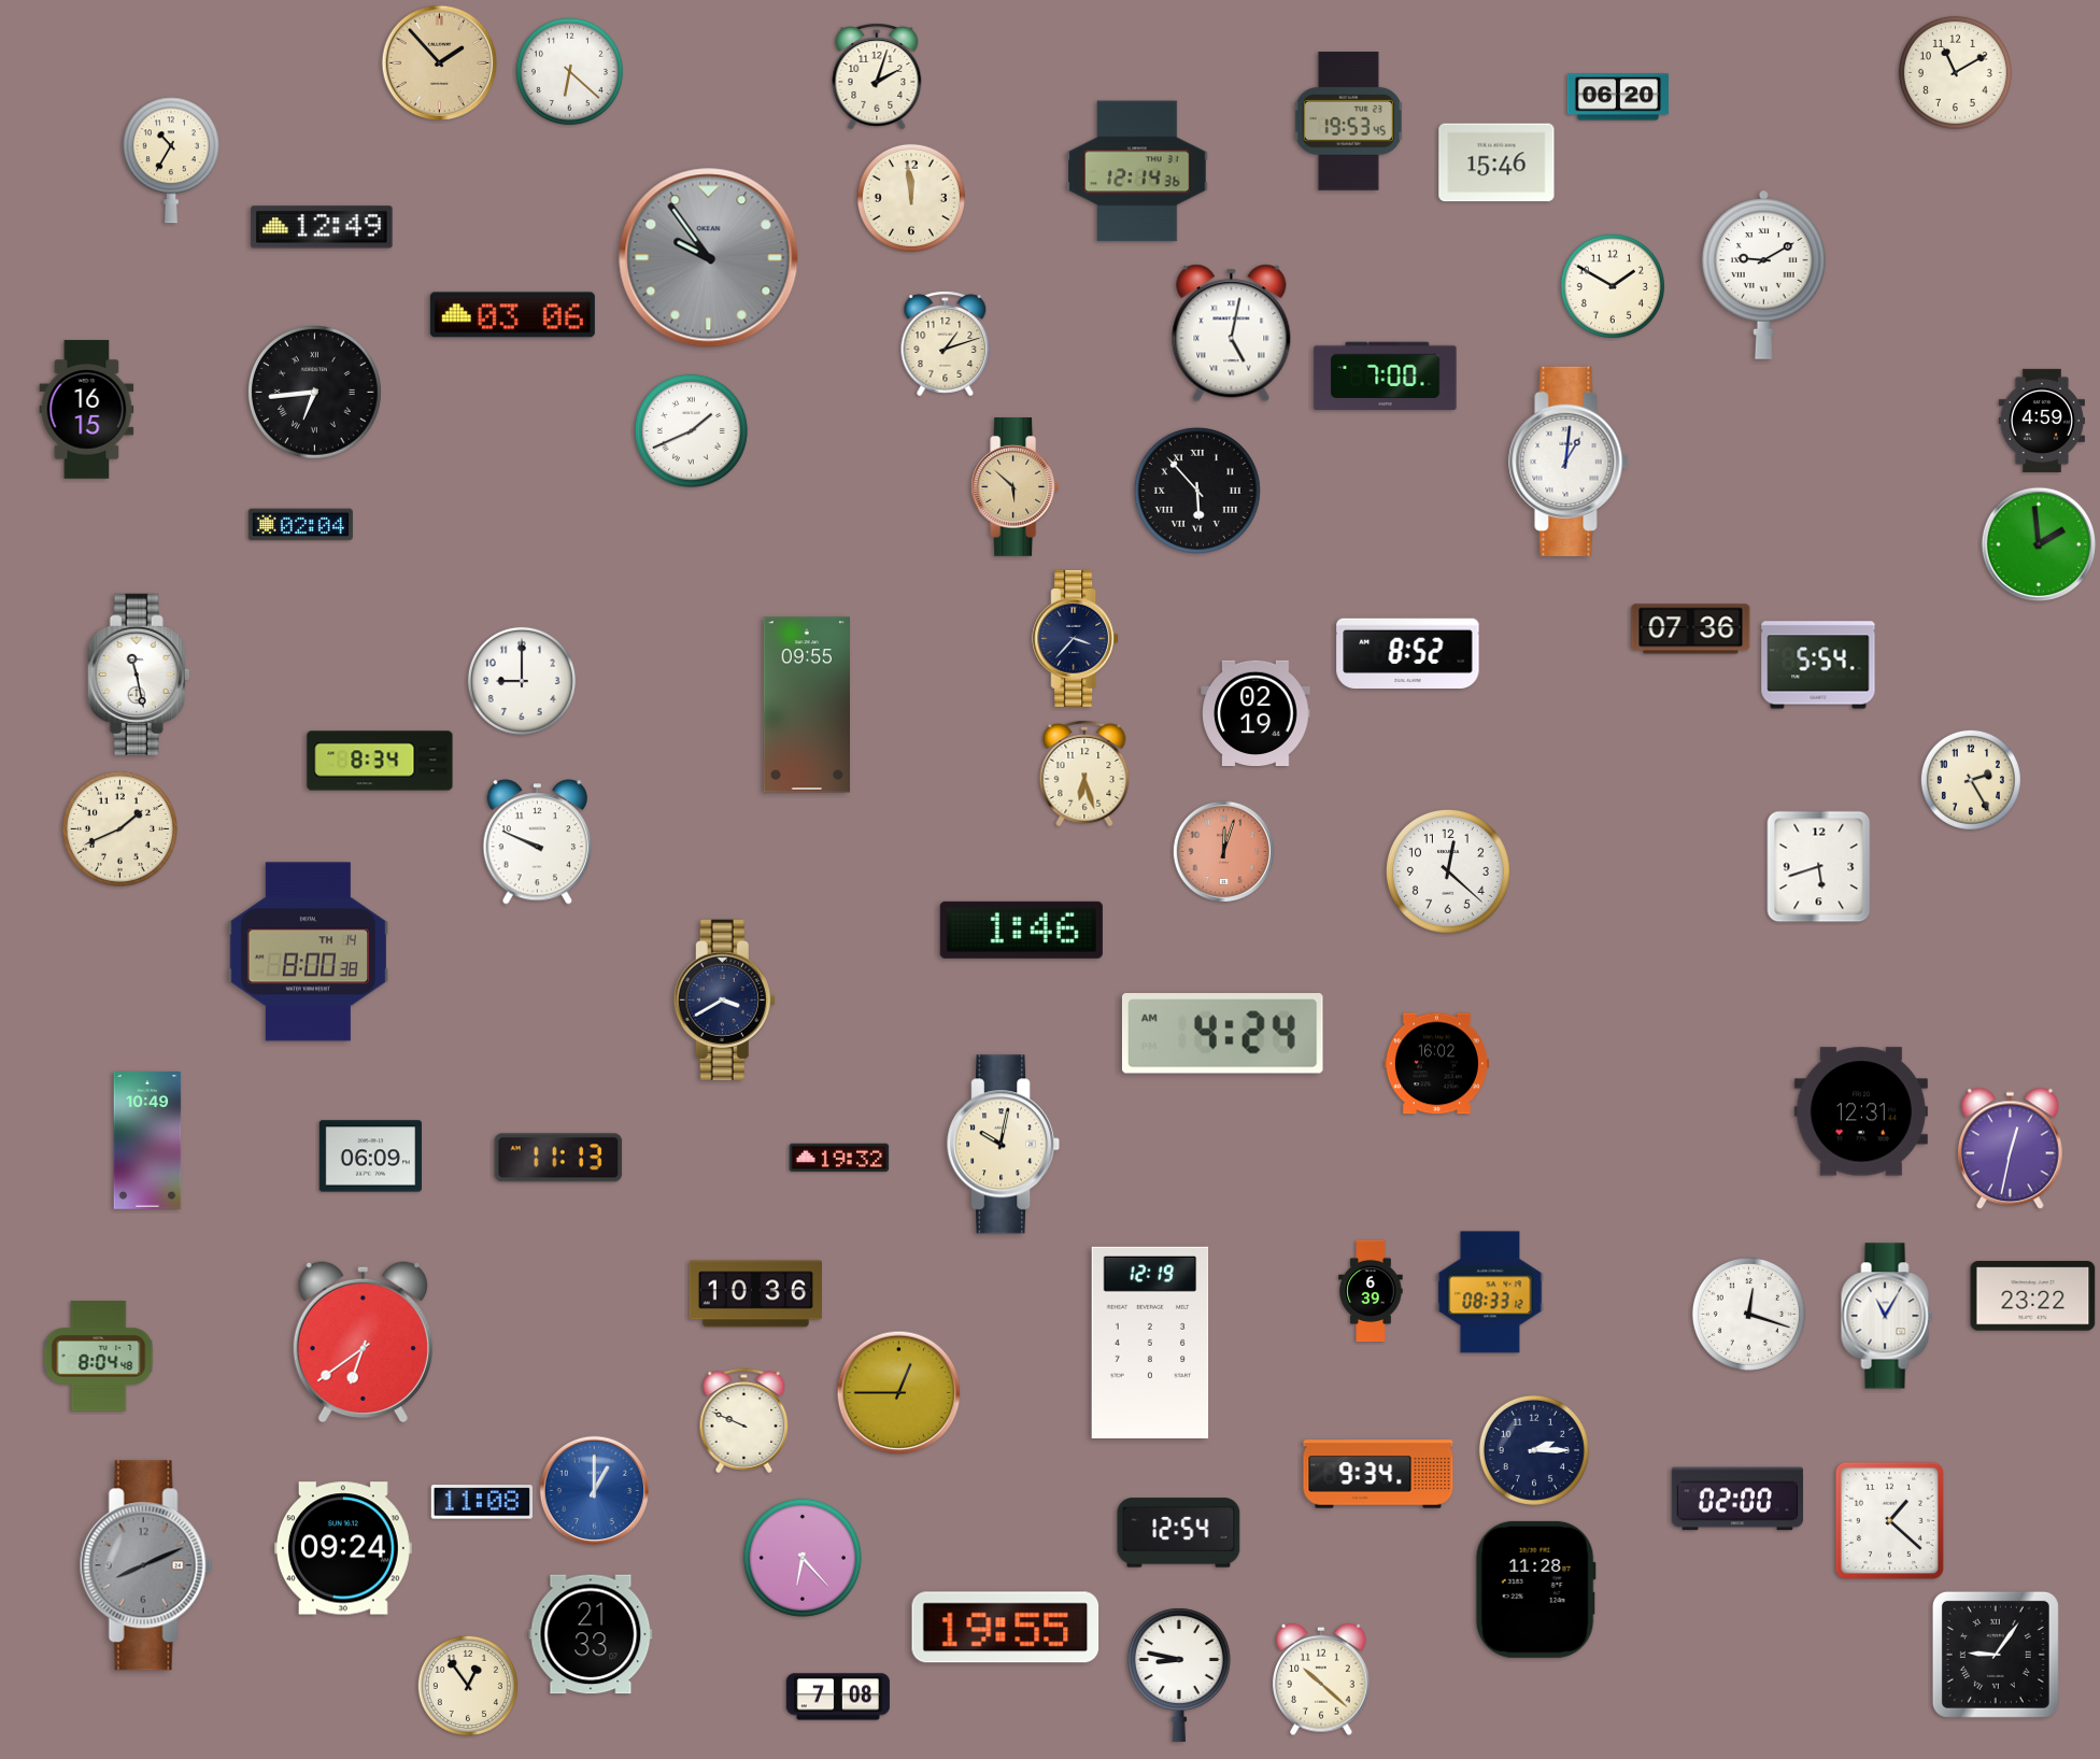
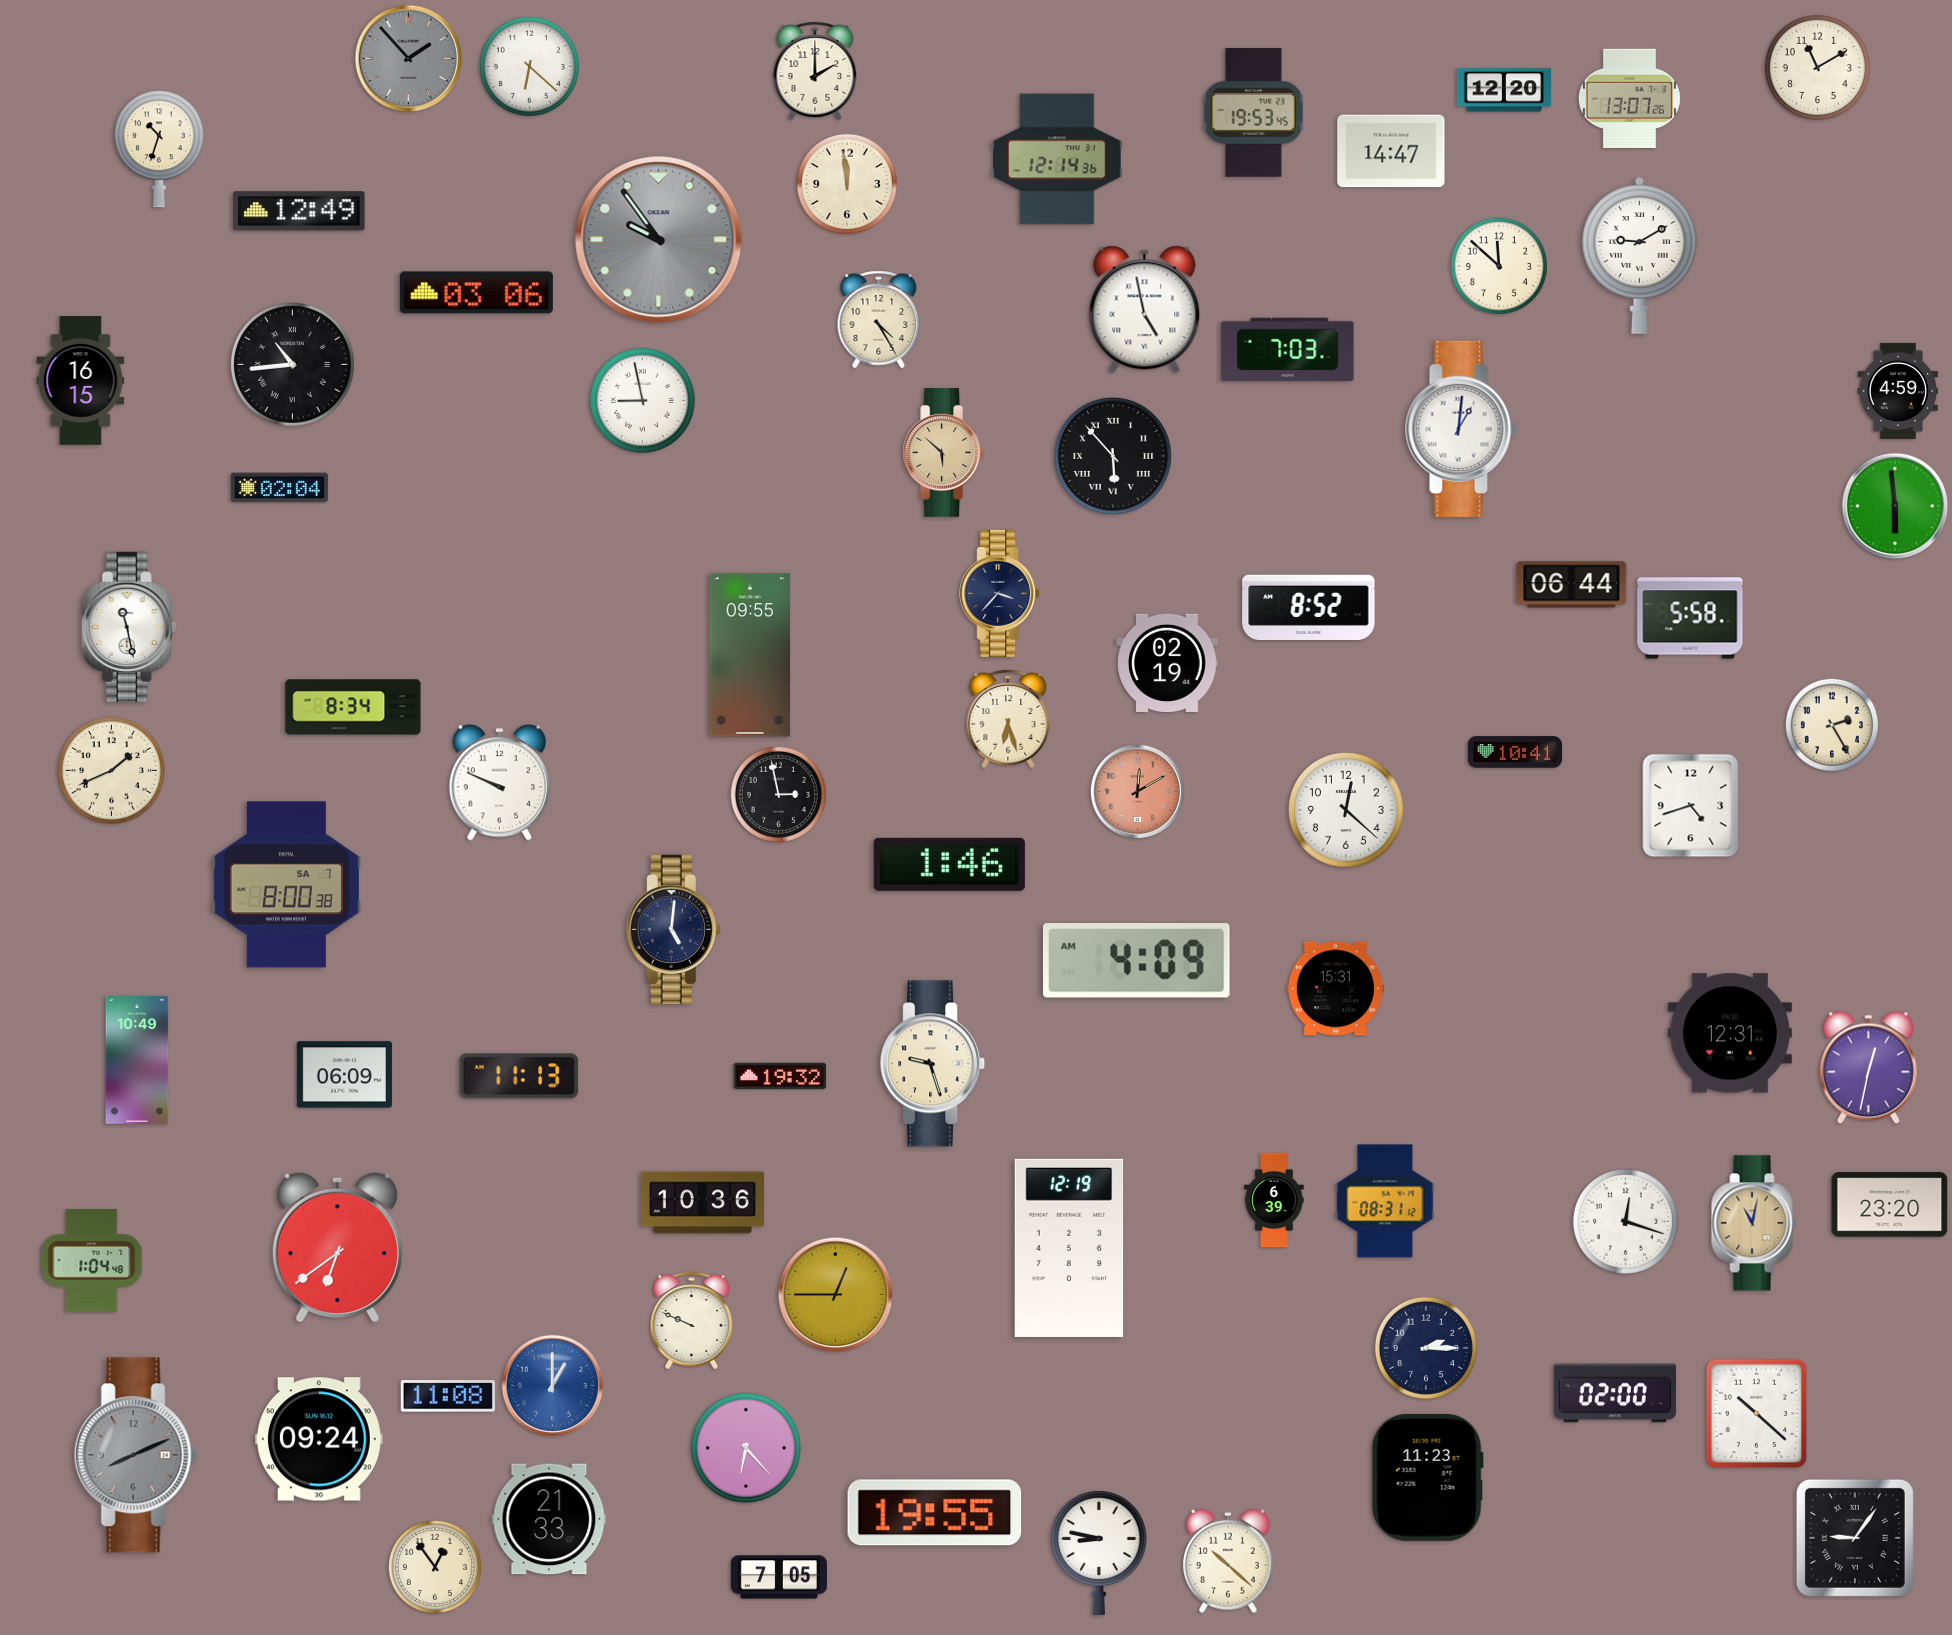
clock at (440, 63) dial: champagne -> grey
clock at (877, 76): 2:03 -> 2:00
clock at (1618, 97): 06:20 -> 12:20
clock at (1629, 98): none -> 13:07
clock at (171, 160): 10:35 -> 10:33
clock at (1496, 162): 15:46 -> 14:47
clock at (1613, 286): 1:50 -> 11:52
clock at (1232, 334): 5:02 -> 4:58
clock at (946, 344): 1:12 -> 4:25
clock at (1386, 377): 7:00 -> 7:03
clock at (314, 392): 6:44 -> 10:44
clock at (691, 430): 1:41 -> 8:58
clock at (1569, 462) position: (1569, 462) -> (1461, 429)
clock at (2039, 544): 1:59 -> 5:59
clock at (1691, 629): 07:36 -> 06:44
clock at (1818, 665): 5:54 -> 5:58
clock at (522, 681): 9:00 -> none
clock at (1515, 752): none -> 10:41
clock at (1223, 851): 12:03 -> 12:10
clock at (778, 794): none -> 2:58
clock at (1819, 867): 5:42 -> 4:42
clock at (308, 952) date: TH 14 -> SA 7
clock at (724, 999): 3:40 -> 5:01
clock at (1222, 1034): 4:24 -> 4:09
clock at (1436, 1064): 16:02 -> 15:31
clock at (1004, 1145): 10:02 -> 9:27
clock at (1490, 1292): 08:33 -> 08:31
clock at (2033, 1296): 23:22 -> 23:20
clock at (1887, 1316): 11:05 -> 11:02
clock at (1887, 1316) dial: white -> champagne
clock at (99, 1357): 8:04 -> 1:04
clock at (1378, 1474): 9:34 -> none
clock at (1889, 1520): 1:22 -> 10:22
clock at (1179, 1533): 12:54 -> none
clock at (1535, 1589): 11:28 -> 11:23
clock at (1179, 1675) position: (1179, 1675) -> (1099, 1553)
clock at (838, 1697): 7:08 -> 7:05
